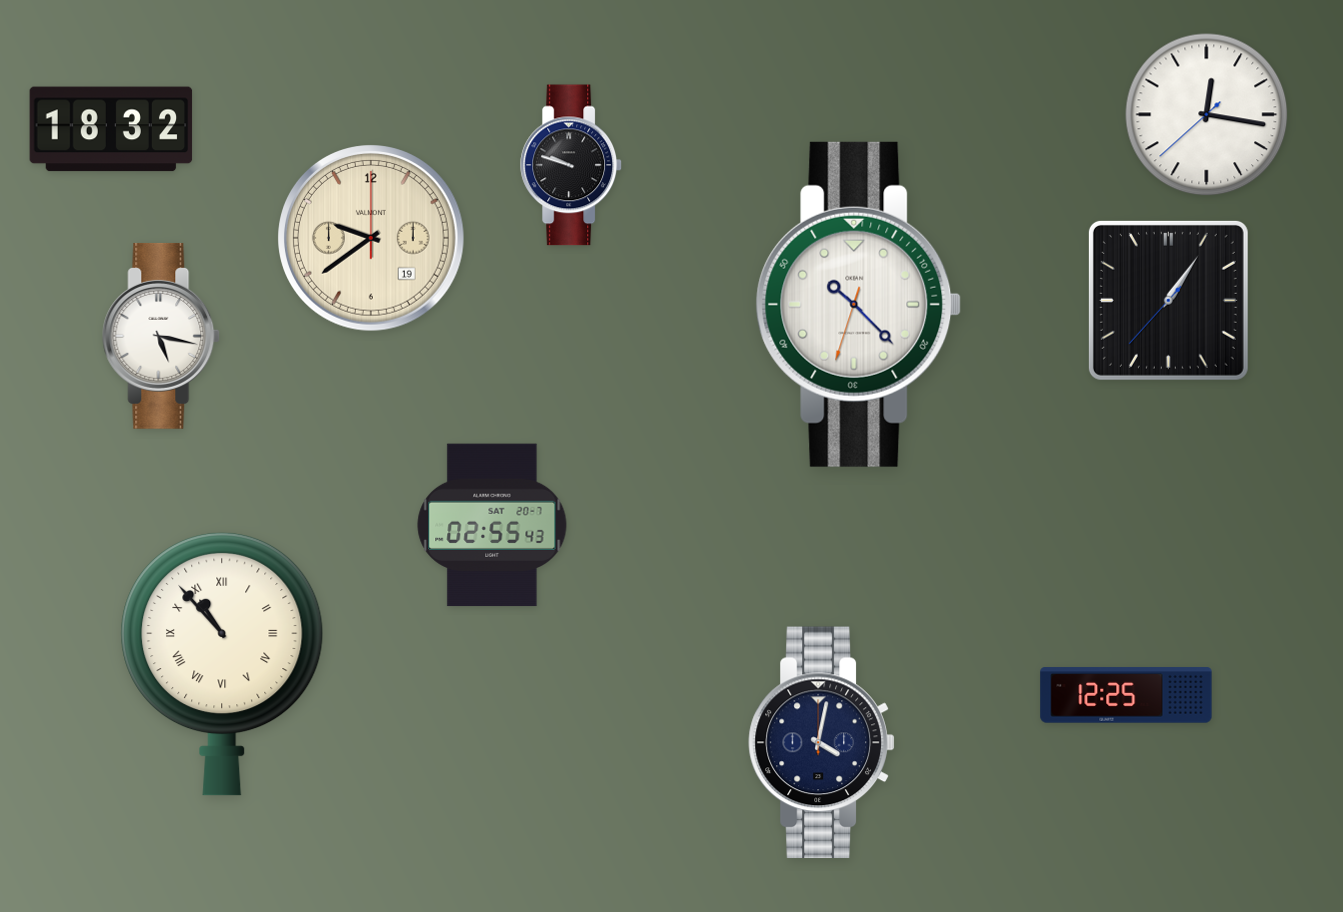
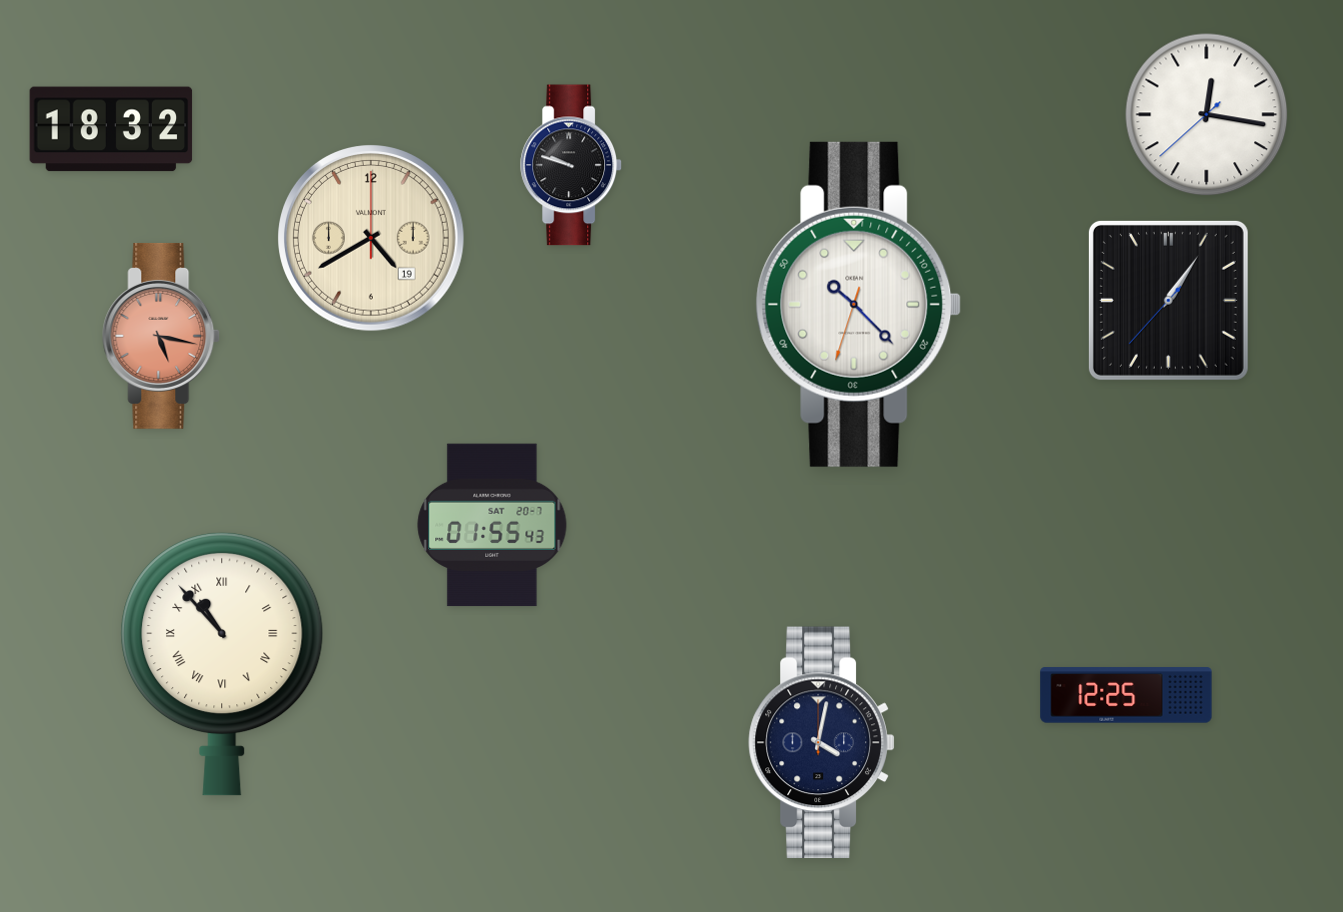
clock at (371, 238): 9:39 -> 4:40
clock at (162, 336) dial: white -> salmon
clock at (492, 525): 02:55 -> 01:55
